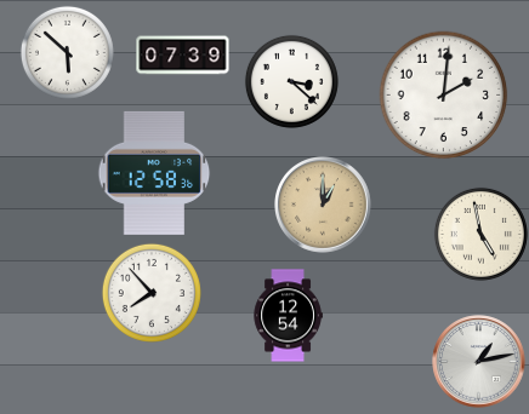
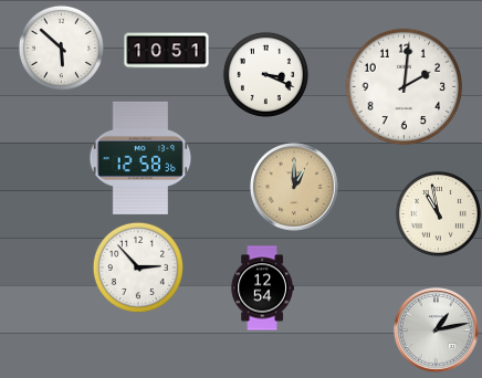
clock at (183, 56): 07:39 -> 10:51
clock at (291, 81): 3:22 -> 3:19
clock at (480, 234): 4:58 -> 10:58
clock at (152, 293): 7:53 -> 2:53
